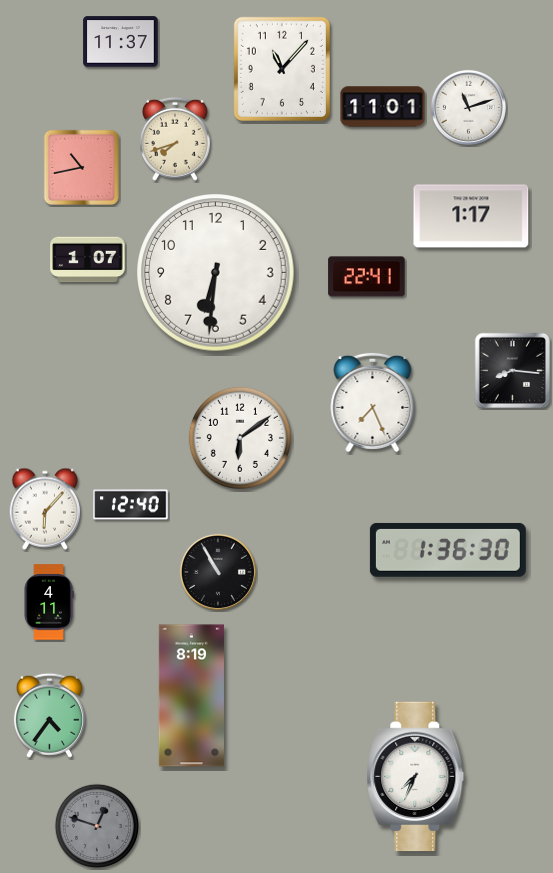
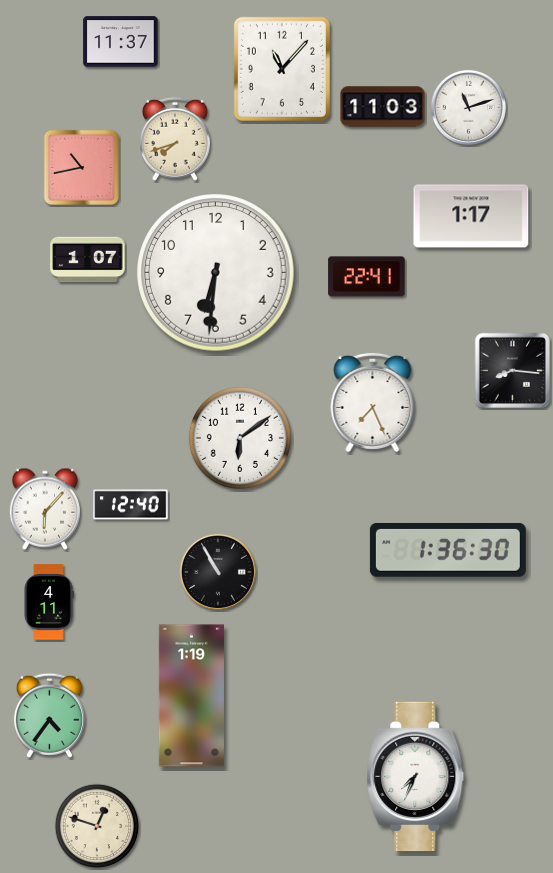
clock at (383, 107): 11:01 -> 11:03
clock at (191, 696): 8:19 -> 1:19
clock at (97, 826) dial: grey -> cream
